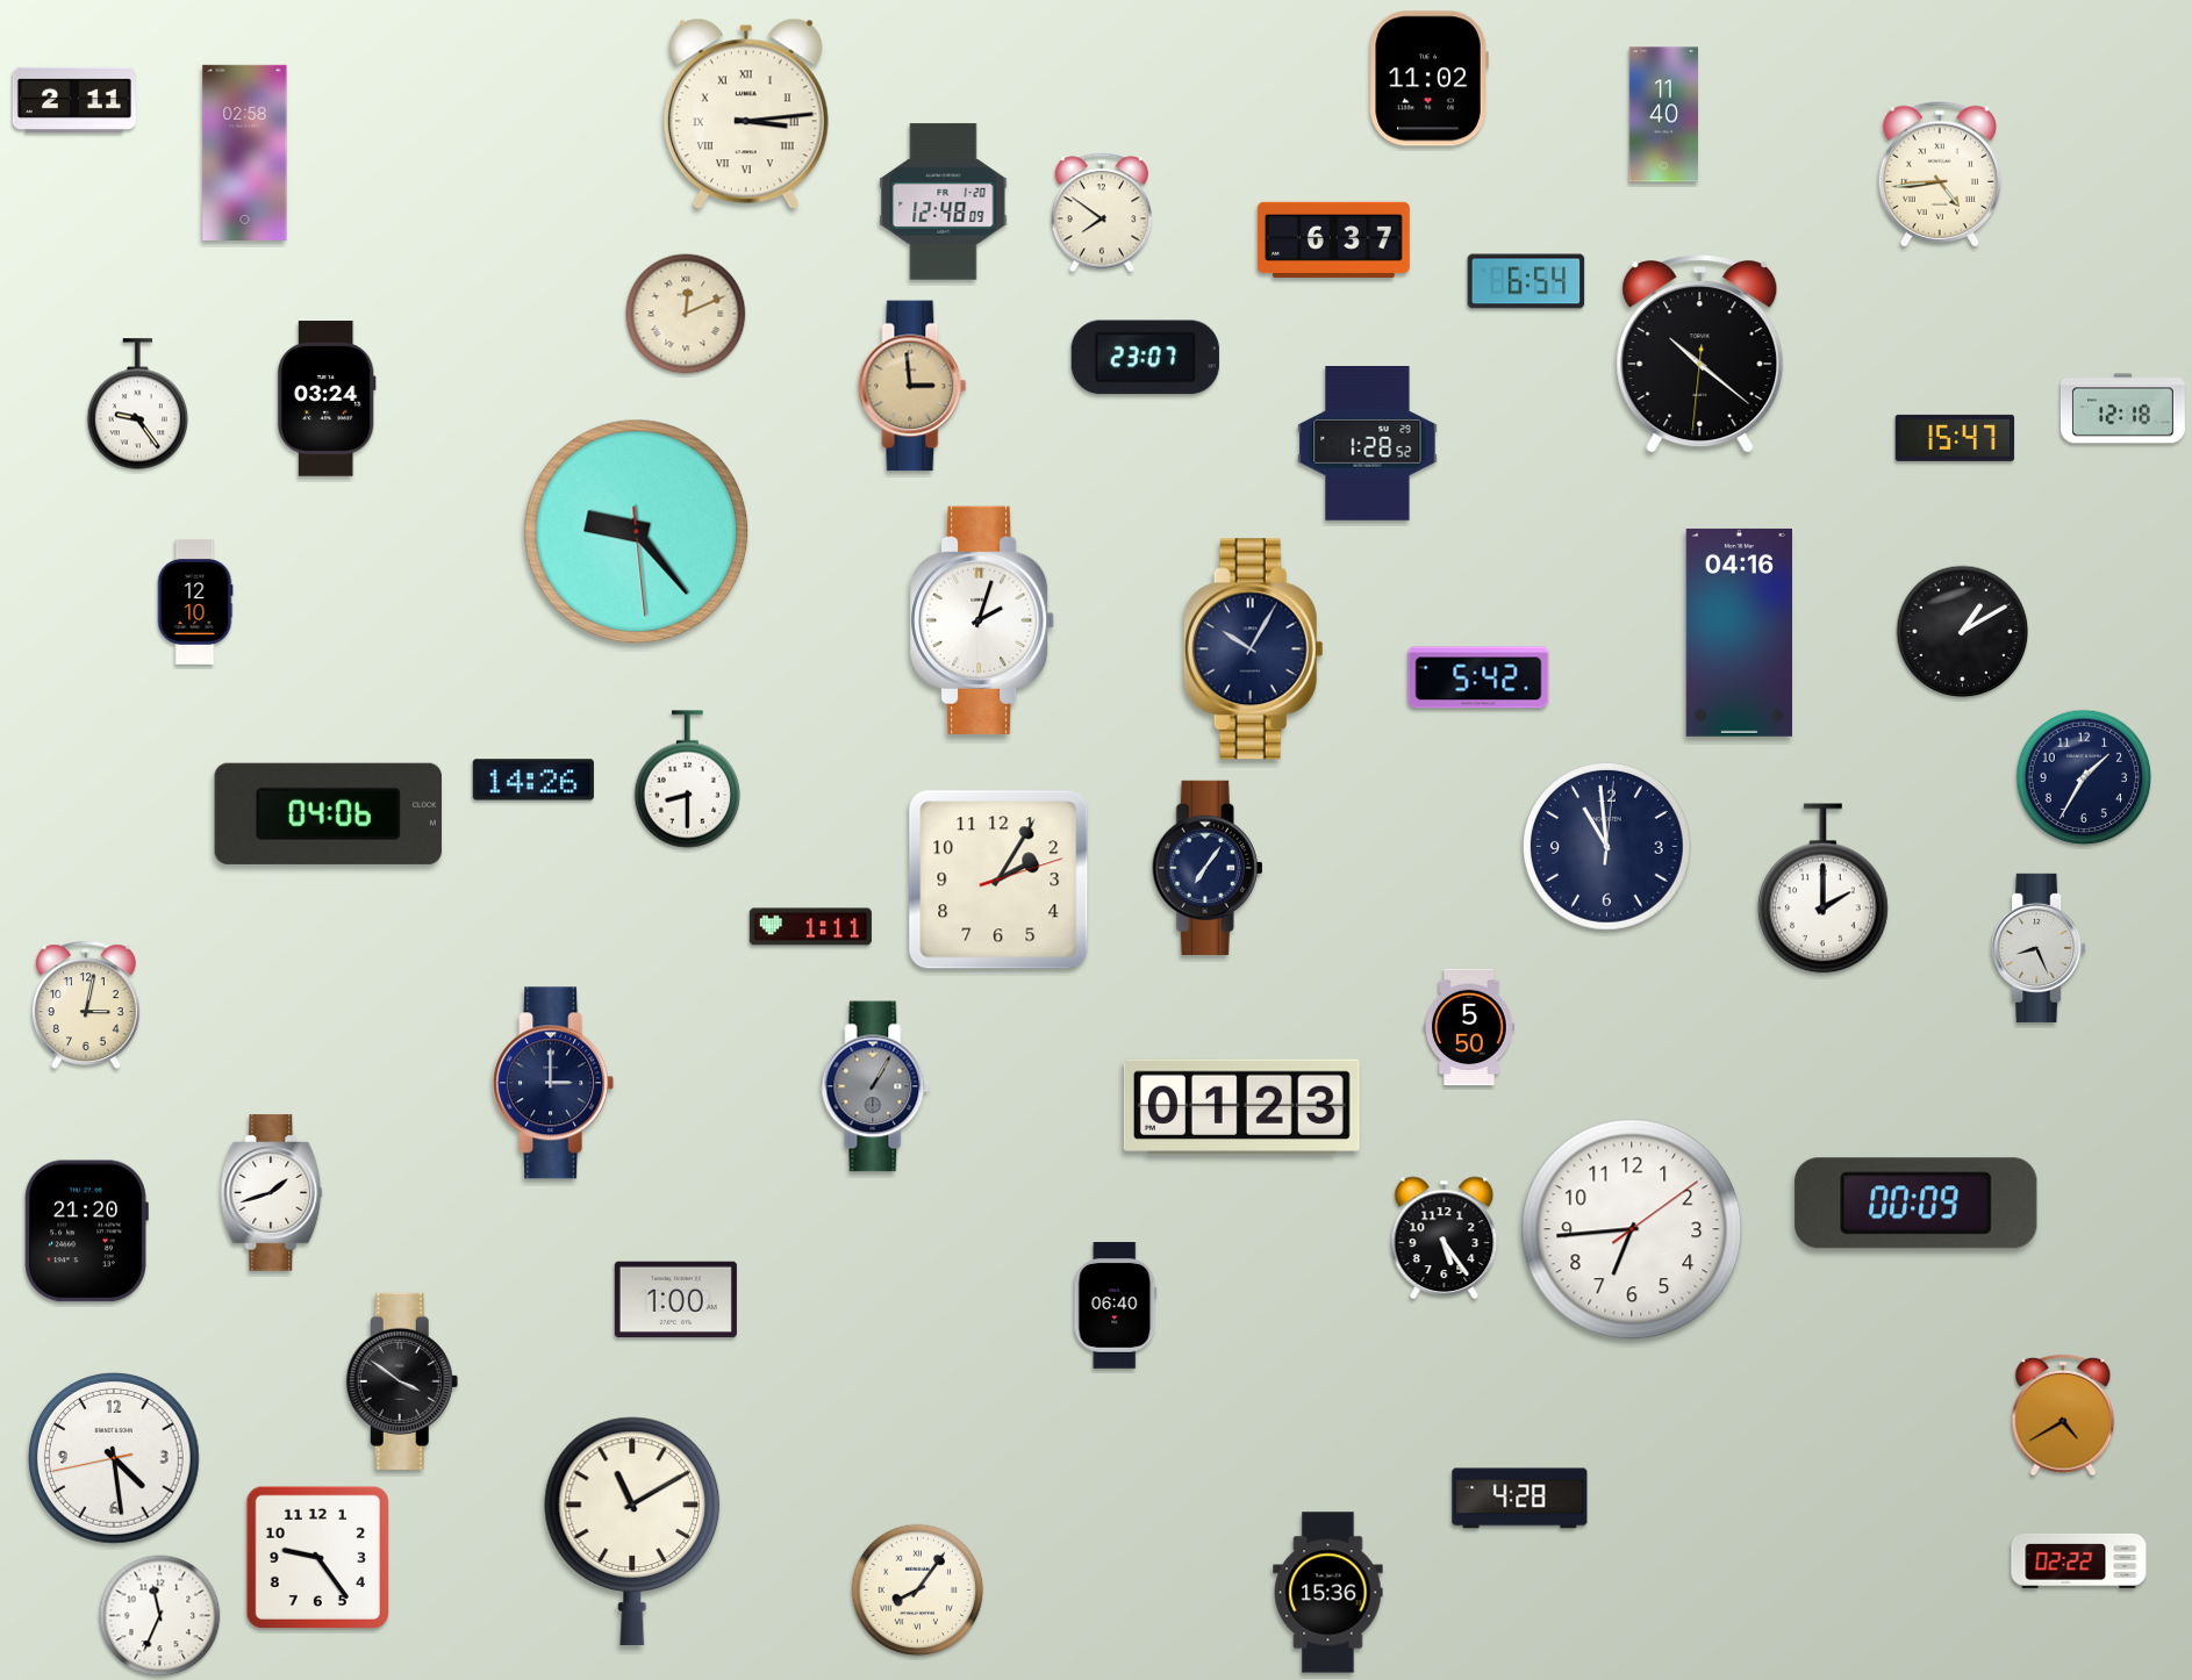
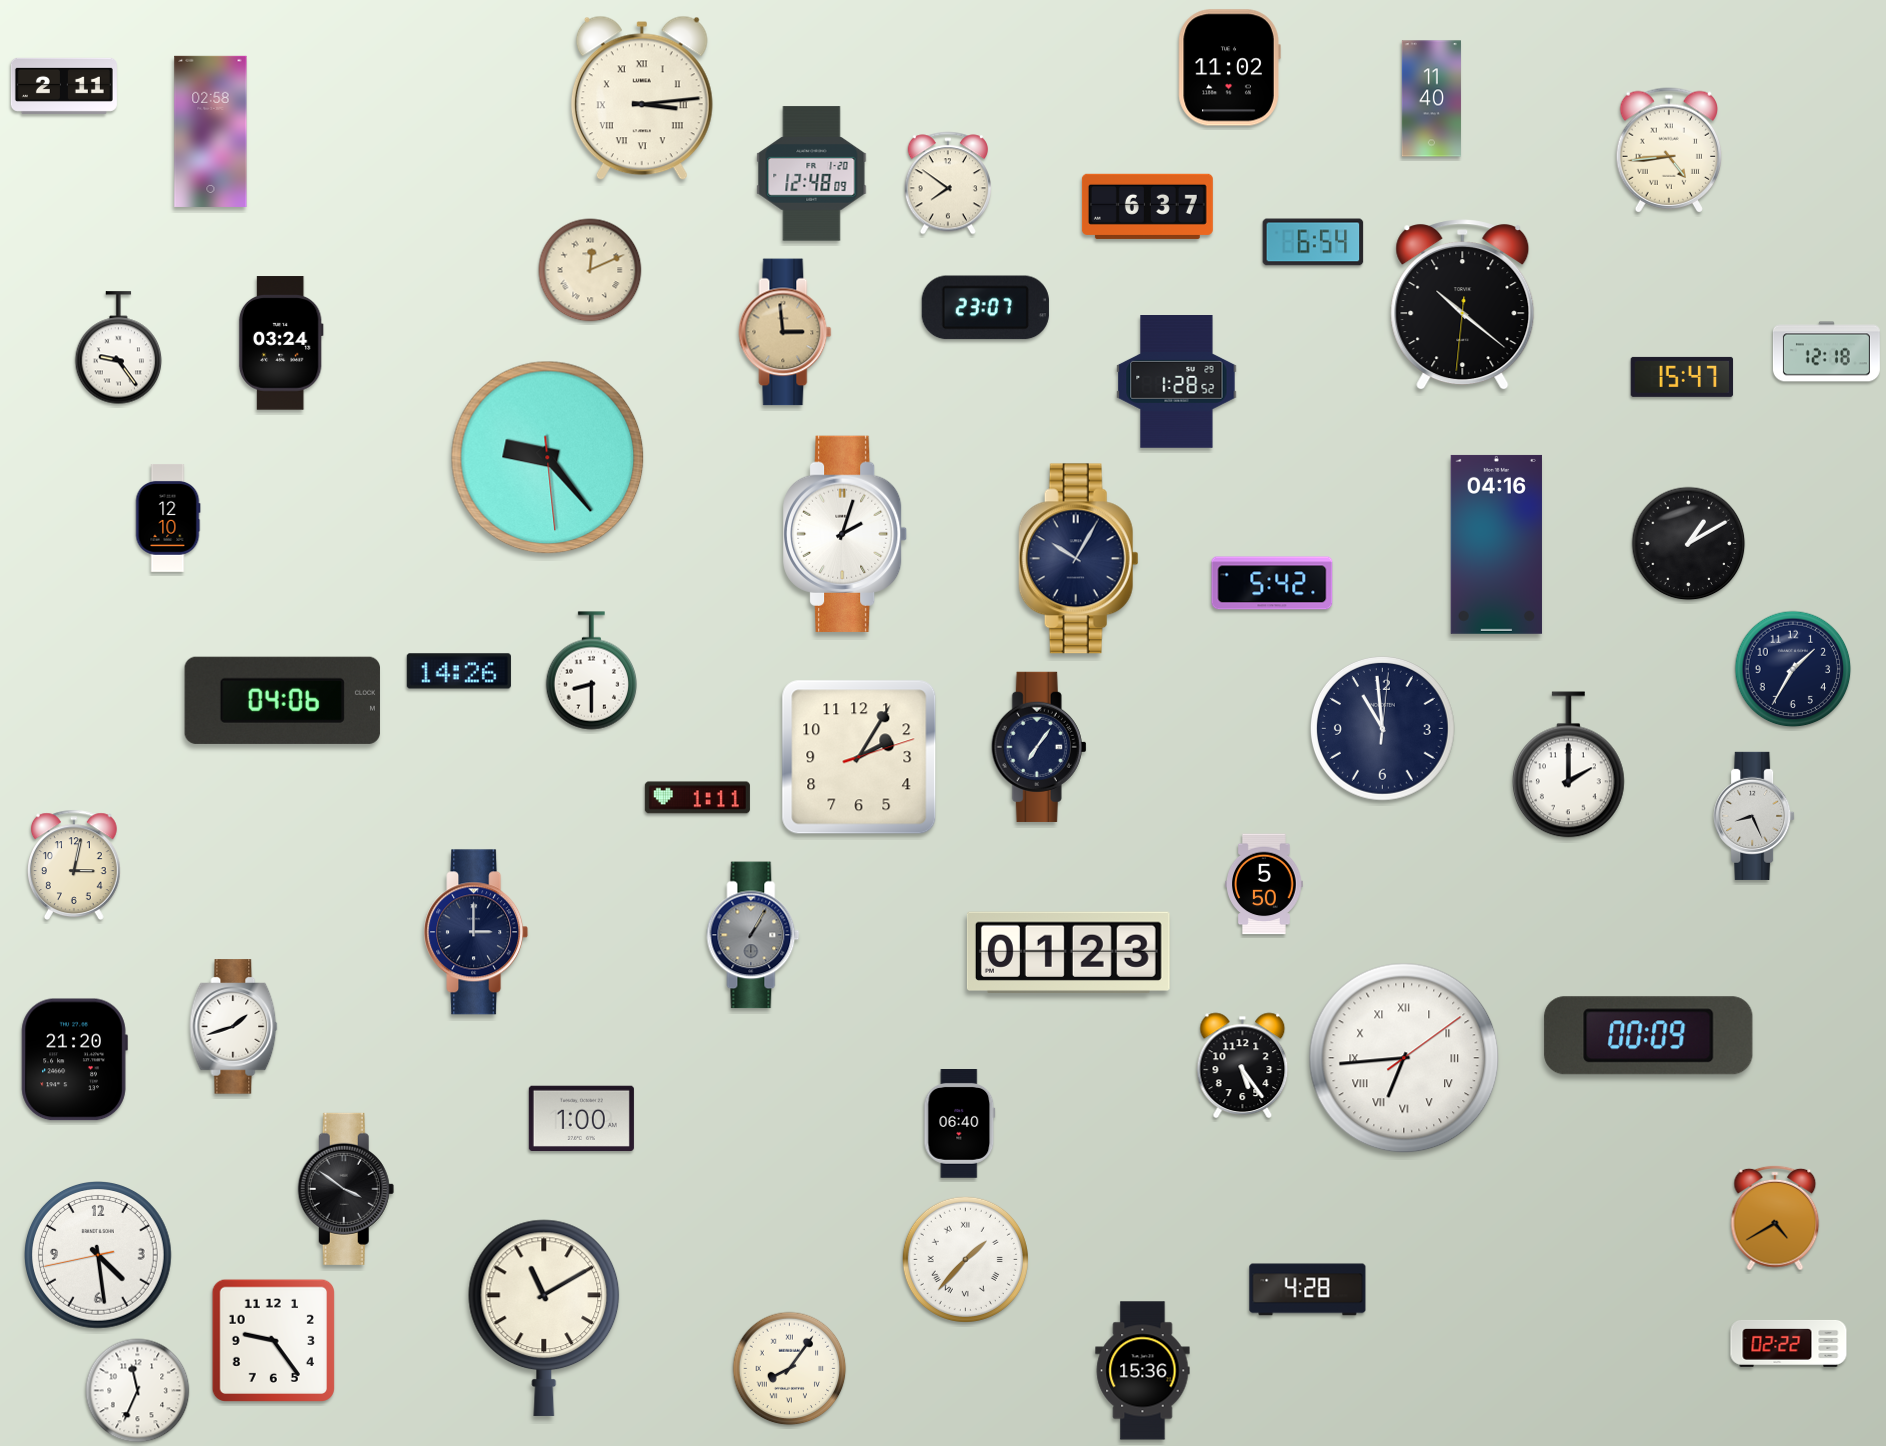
clock at (1632, 1229) numerals: Arabic -> Roman
clock at (965, 1259): none -> 1:37
